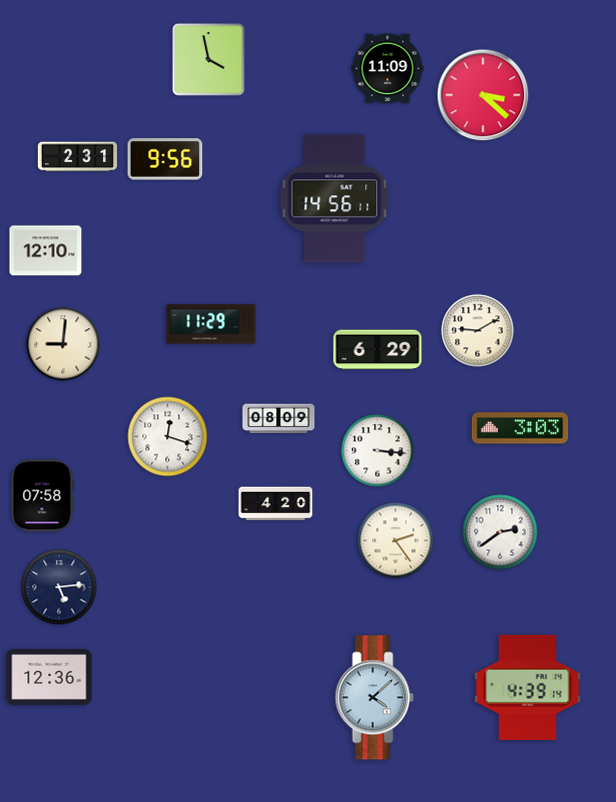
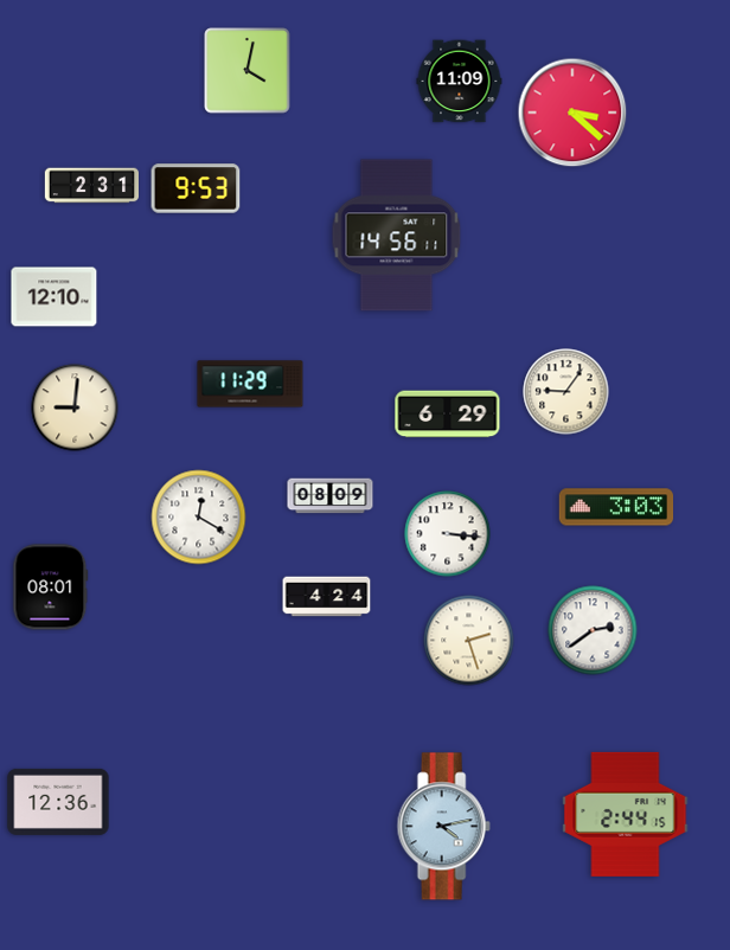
clock at (209, 60): 3:58 -> 4:02
clock at (165, 159): 9:56 -> 9:53
clock at (478, 331): 9:10 -> 9:06
clock at (168, 437): 12:18 -> 12:20
clock at (43, 496): 07:58 -> 08:01
clock at (276, 504): 4:20 -> 4:24
clock at (396, 541): 2:24 -> 2:27
clock at (59, 587): 5:14 -> none
clock at (528, 687): 4:39 -> 2:44
clock at (374, 698): 4:08 -> 4:13
